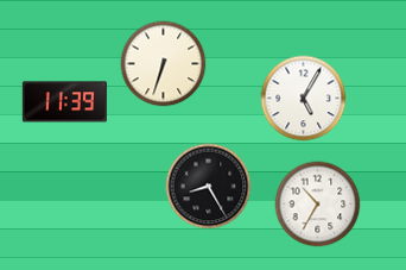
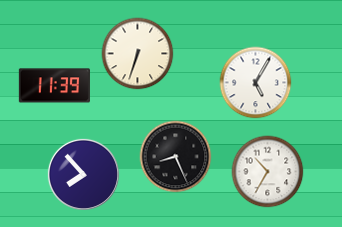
clock at (209, 187): 8:25 -> 8:26
clock at (83, 174): none -> 7:53
